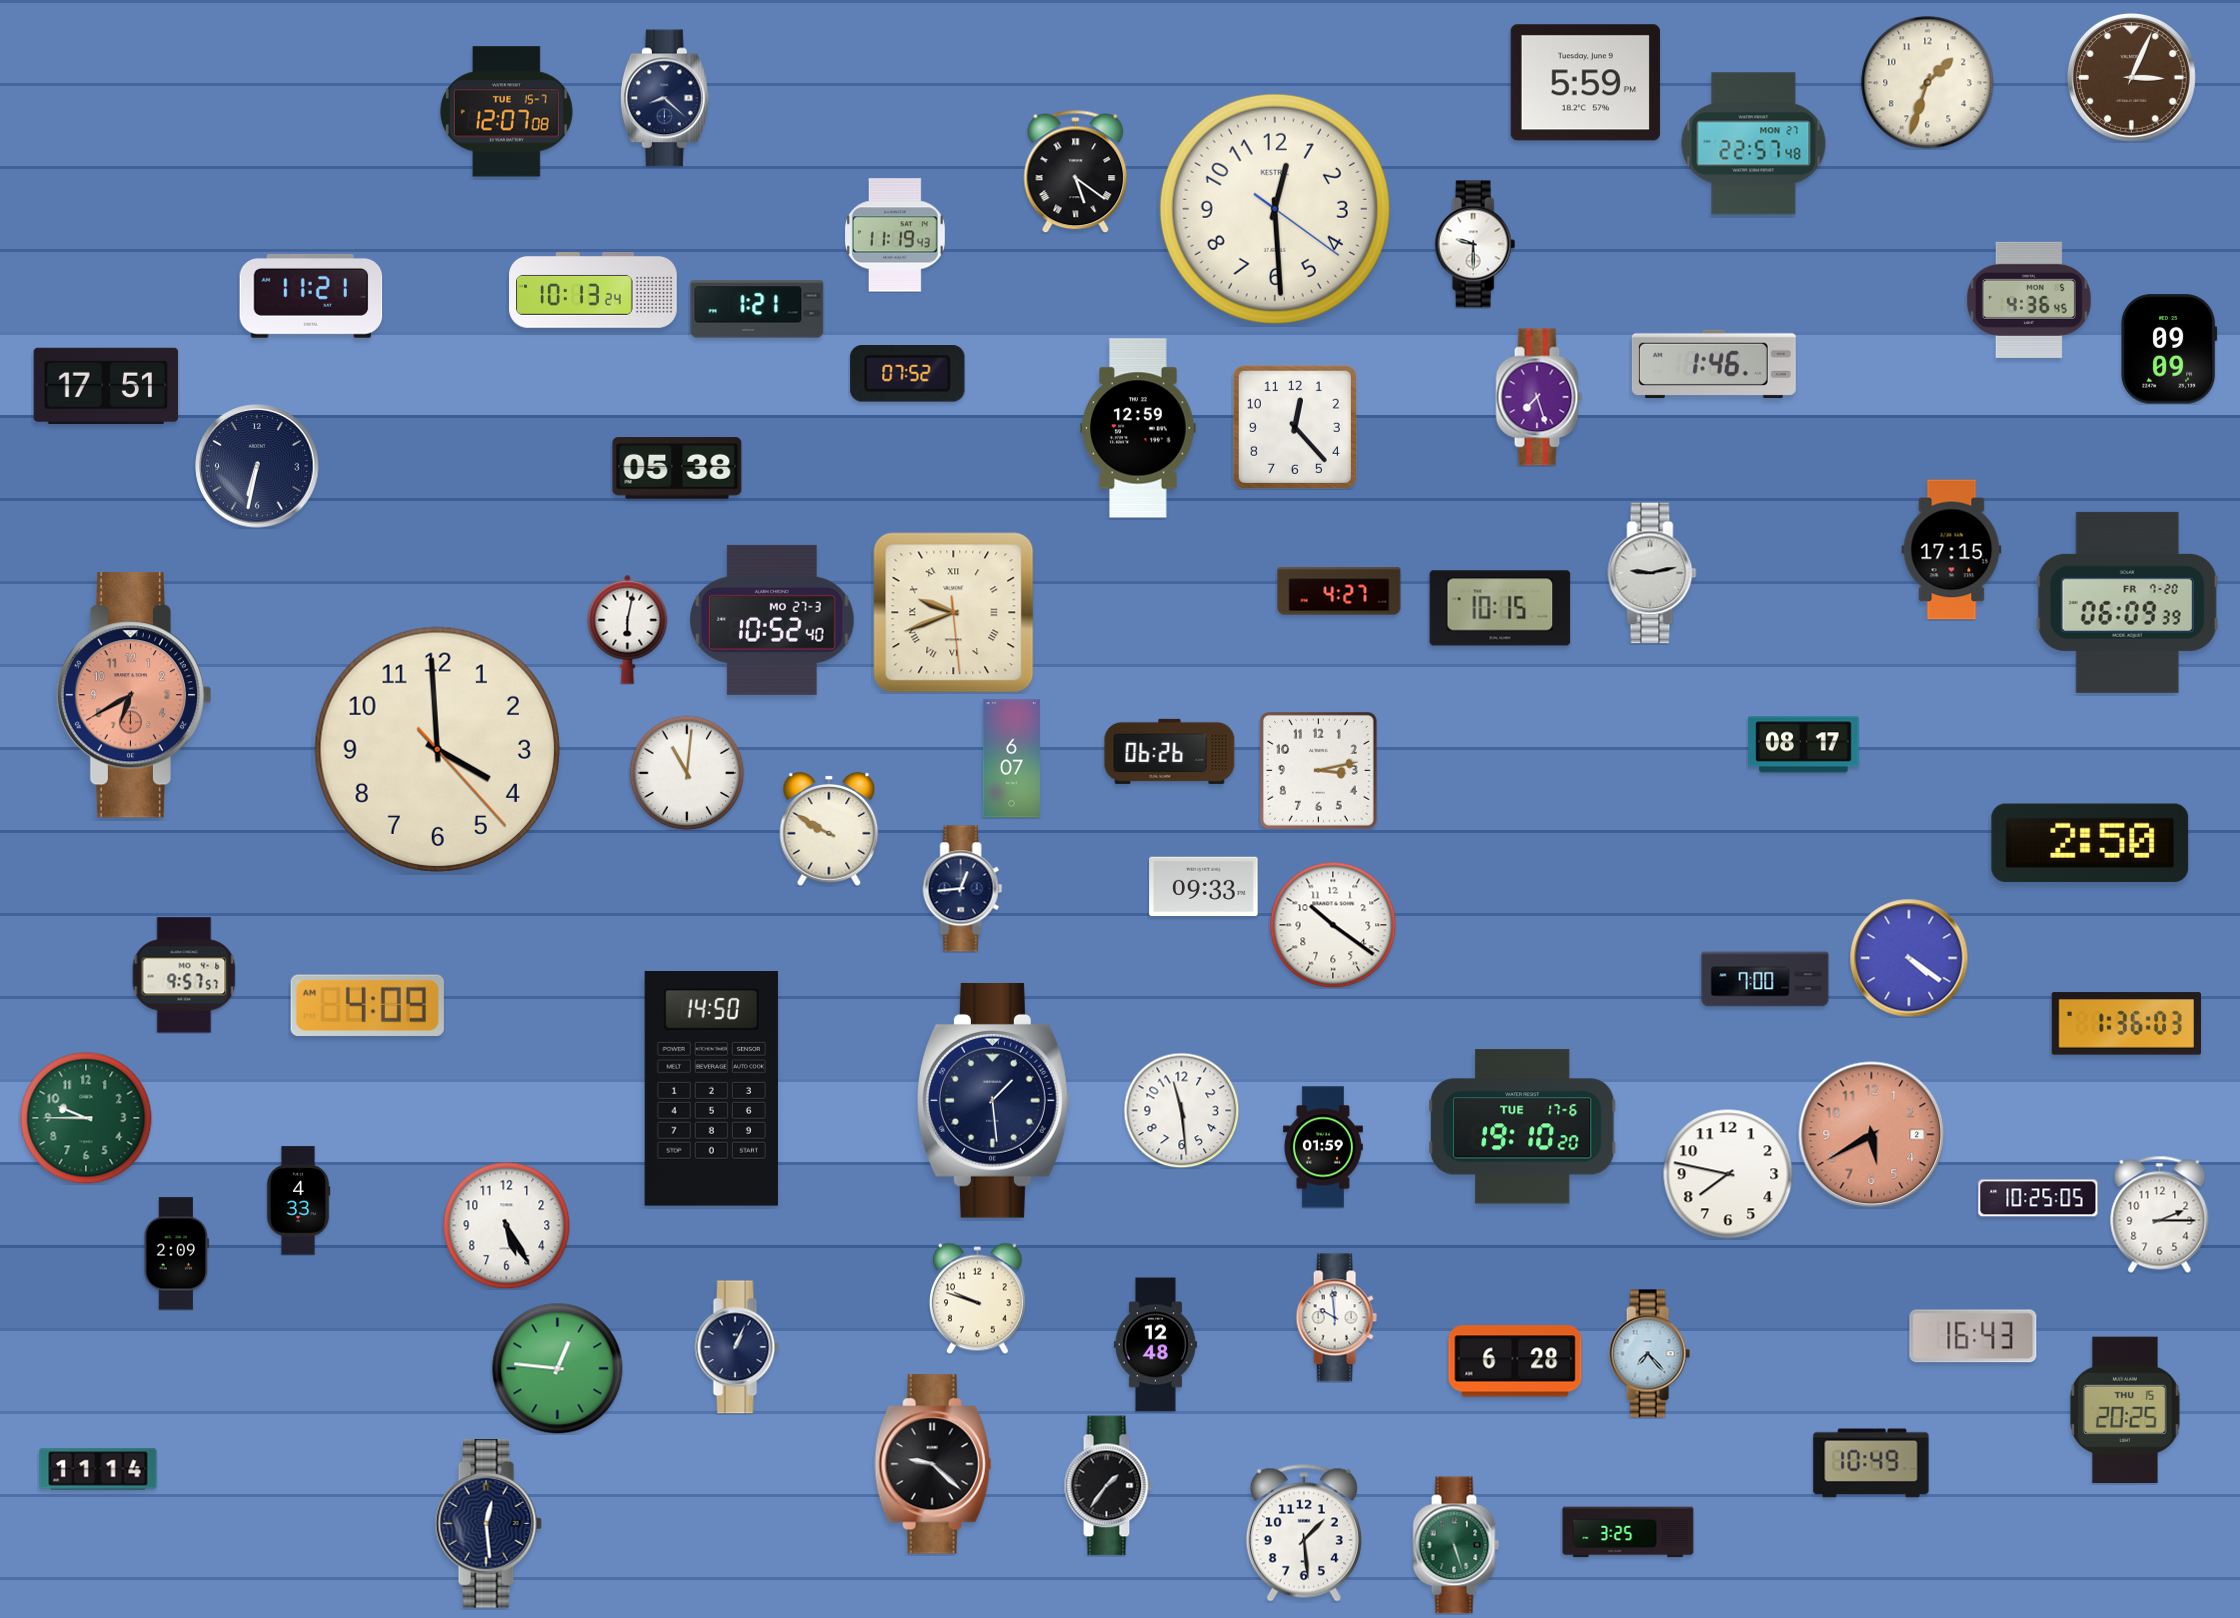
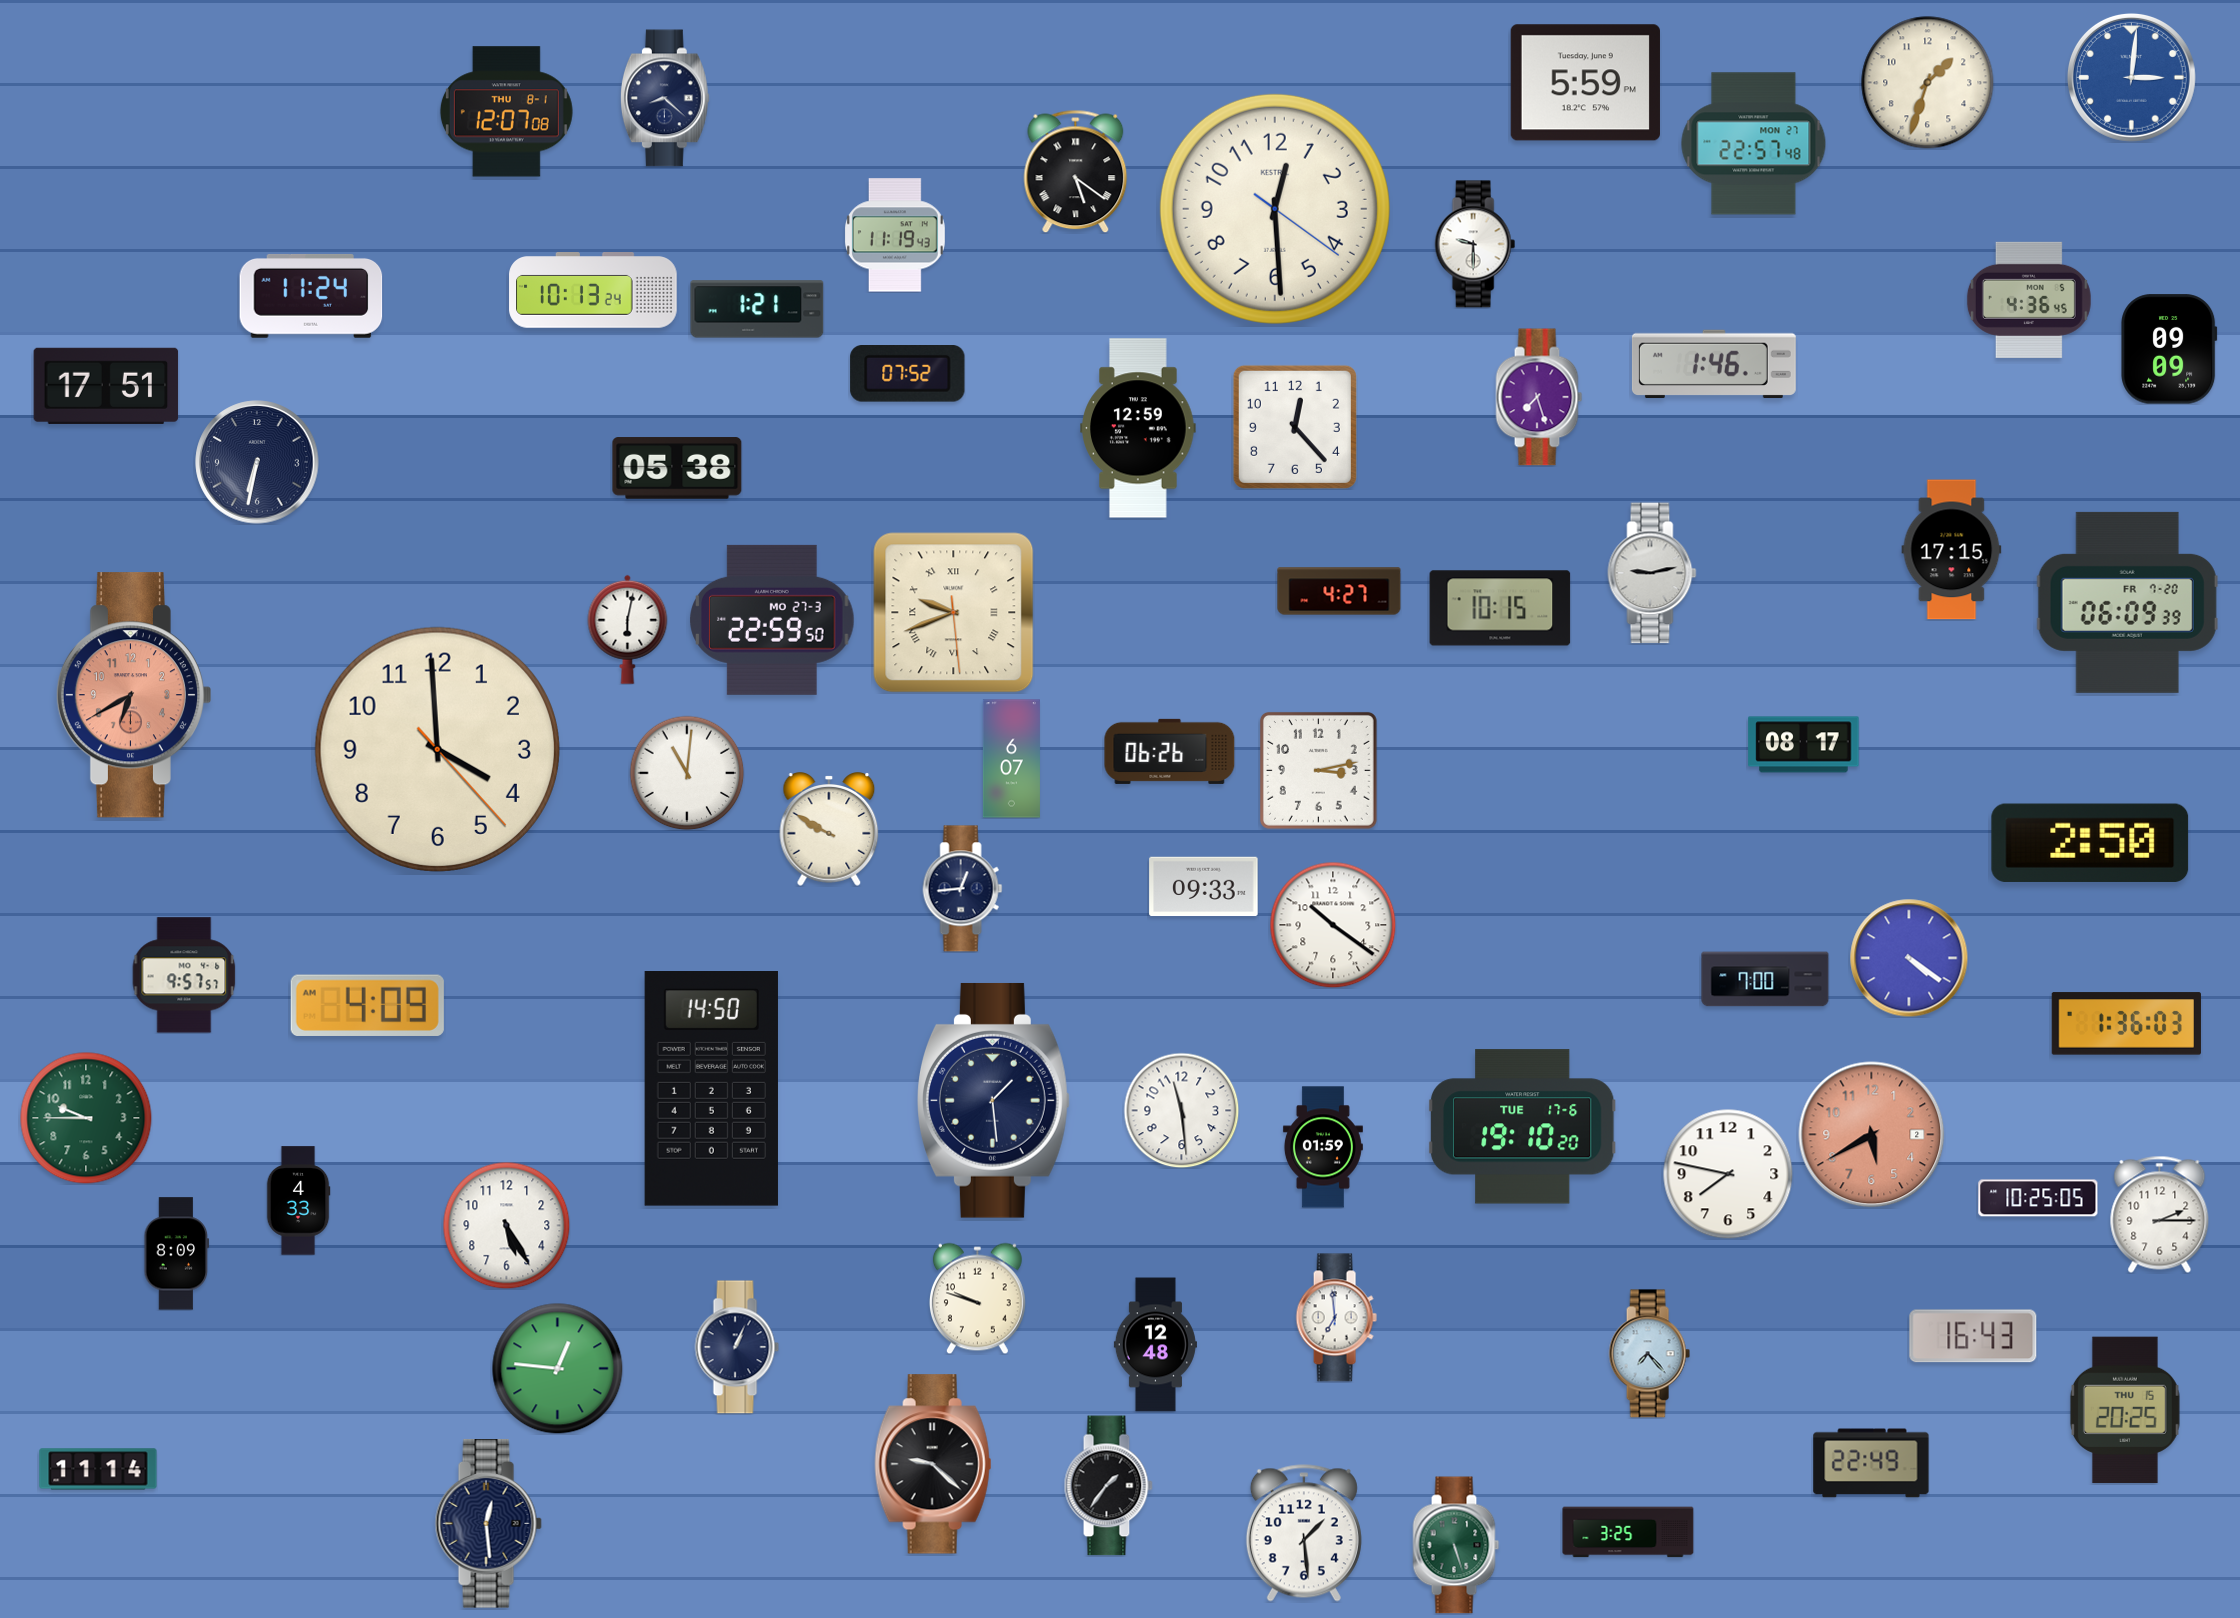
clock at (2131, 77): 3:04 -> 3:01
clock at (2131, 77) dial: brown -> blue
clock at (506, 112) date: TUE 15-7 -> THU 8-1
clock at (311, 296): 11:21 -> 11:24
clock at (257, 466) position: (257, 466) -> (257, 462)
clock at (772, 620): 10:52 -> 22:59
clock at (177, 1254): 2:09 -> 8:09
clock at (1336, 1318): 9:59 -> 6:59
clock at (1515, 1361): 6:28 -> none
clock at (1871, 1463): 10:49 -> 22:49
